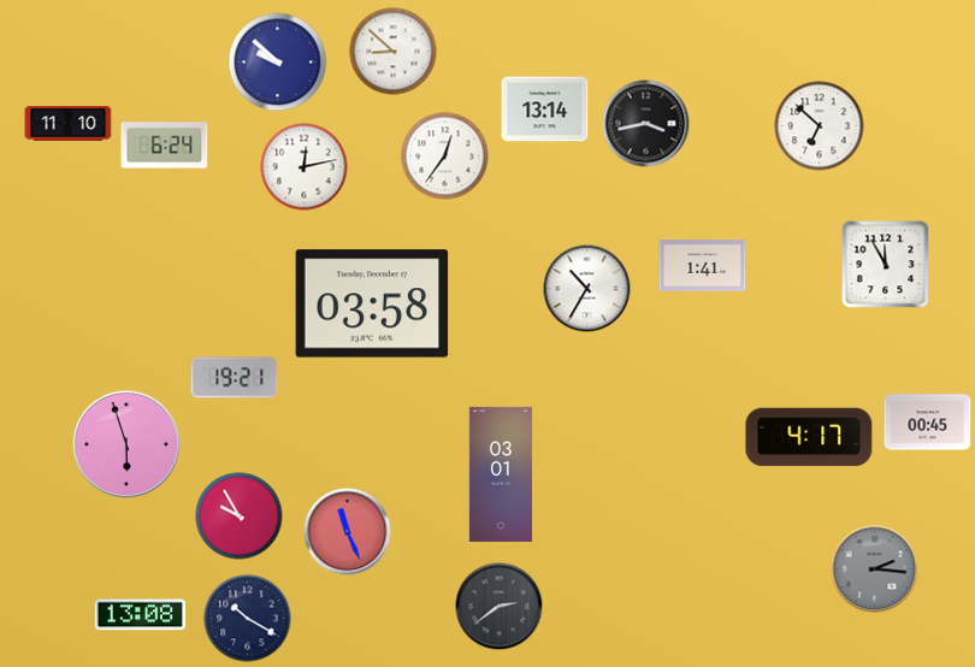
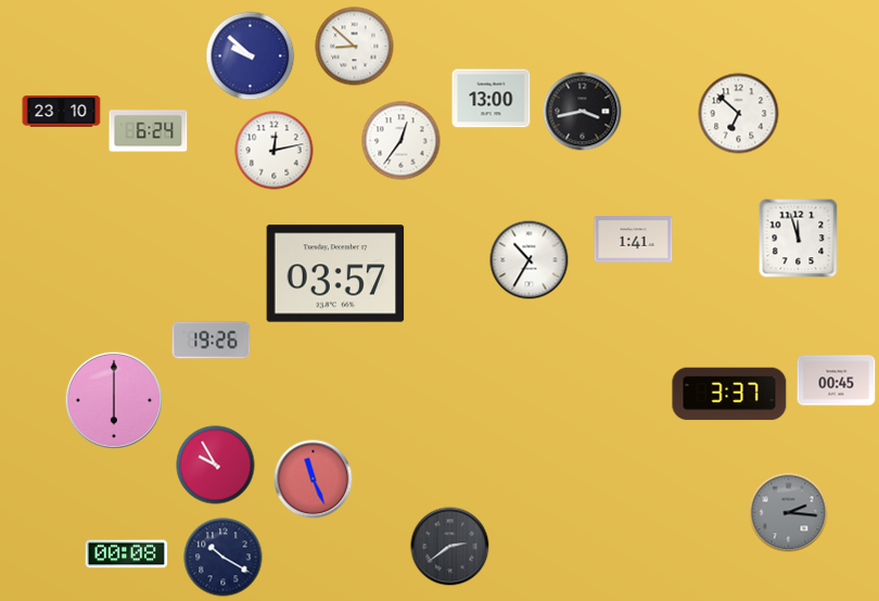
clock at (545, 110): 13:14 -> 13:00
clock at (69, 124): 11:10 -> 23:10
clock at (886, 265): 11:55 -> 11:57
clock at (372, 303): 03:58 -> 03:57
clock at (235, 378): 19:21 -> 19:26
clock at (809, 437): 4:17 -> 3:37
clock at (126, 444): 5:57 -> 6:00
clock at (501, 474): 03:01 -> none
clock at (141, 615): 13:08 -> 00:08
